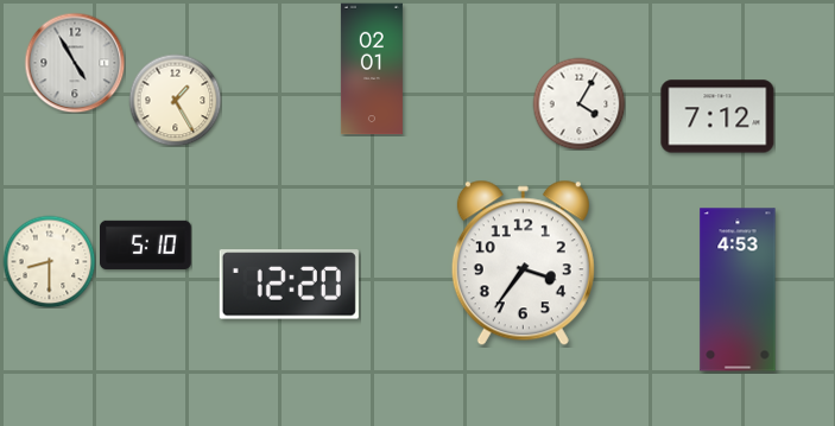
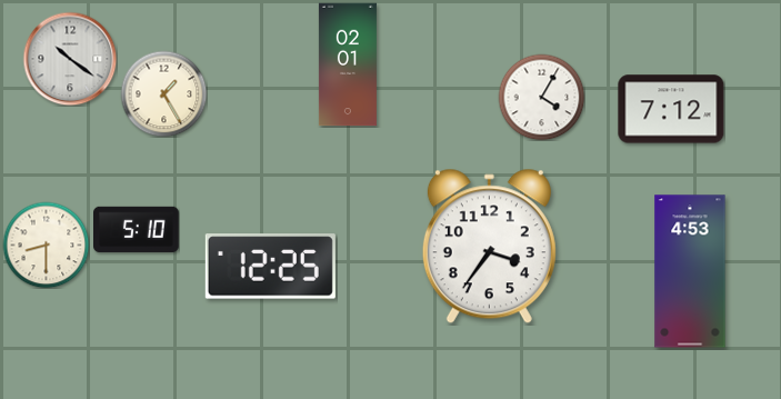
clock at (75, 63): 4:55 -> 10:21
clock at (289, 285): 12:20 -> 12:25
